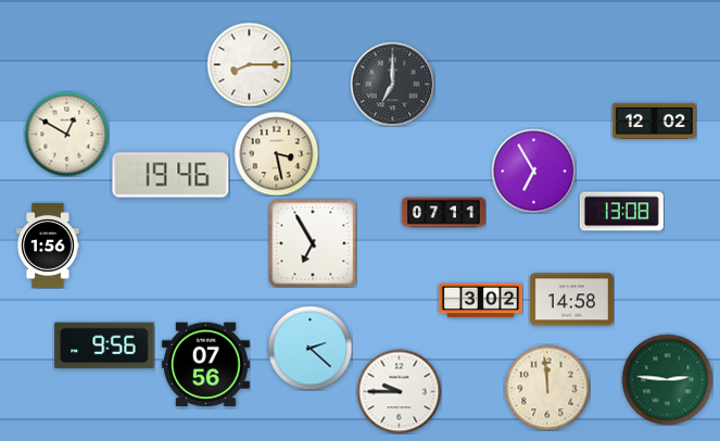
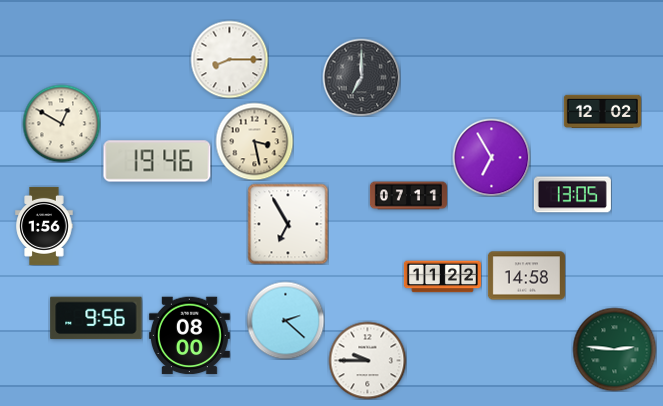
clock at (621, 212): 13:08 -> 13:05
clock at (480, 301): 3:02 -> 11:22
clock at (205, 365): 07:56 -> 08:00
clock at (547, 388): 11:59 -> none
